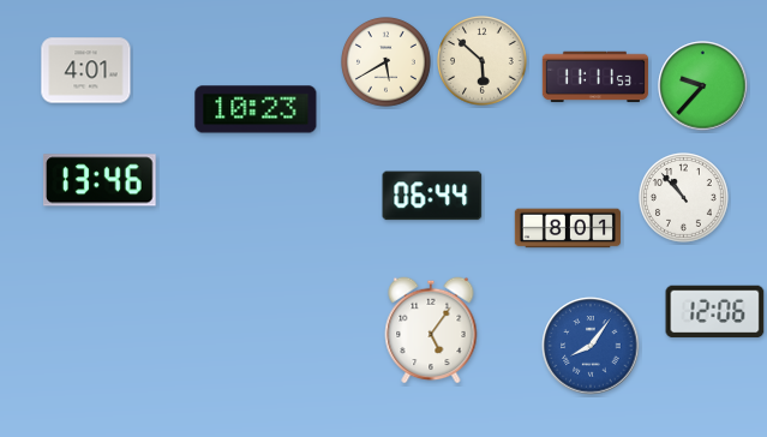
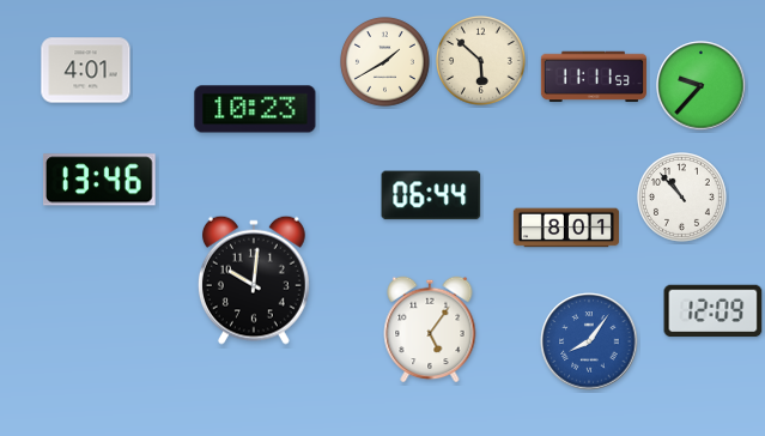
clock at (387, 62): 5:40 -> 1:40
clock at (254, 280): none -> 10:01
clock at (715, 312): 12:06 -> 12:09
clock at (591, 346) position: (591, 346) -> (589, 341)
